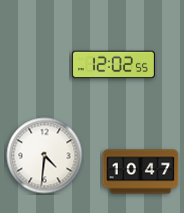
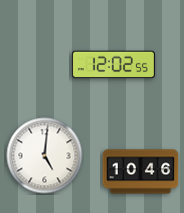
clock at (45, 156): 4:31 -> 5:01
clock at (141, 172): 10:47 -> 10:46
